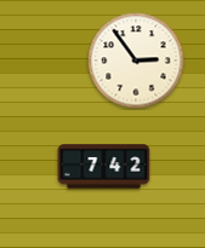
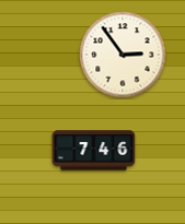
clock at (104, 167): 7:42 -> 7:46
